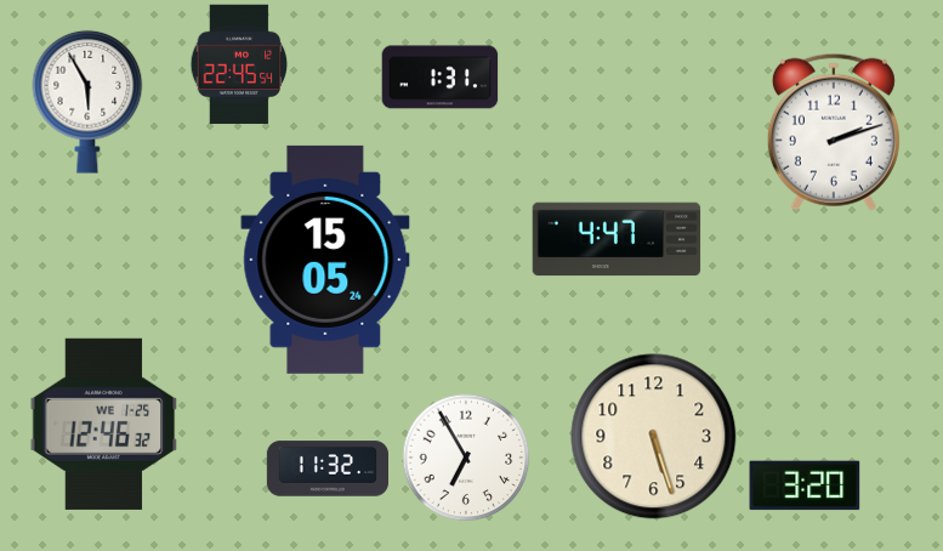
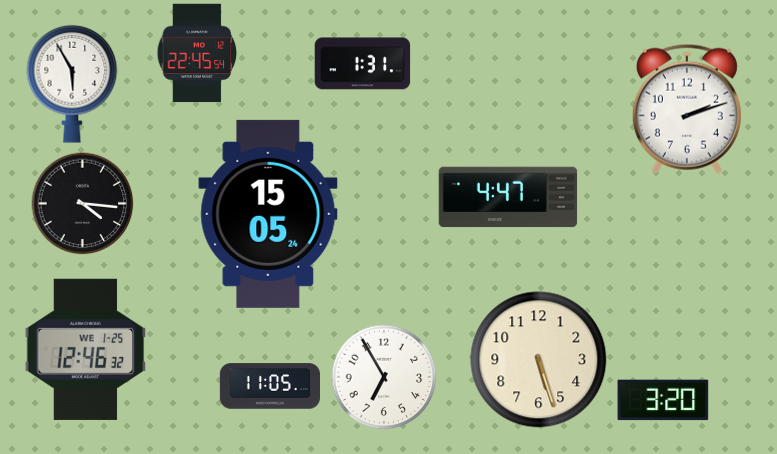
clock at (83, 204): none -> 4:16
clock at (326, 468): 11:32 -> 11:05
